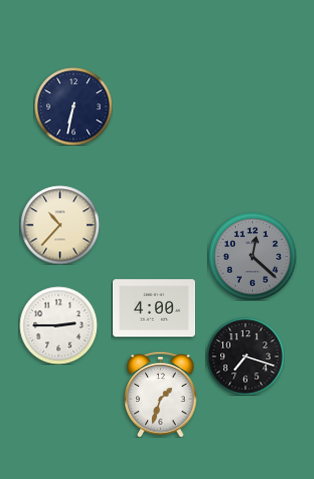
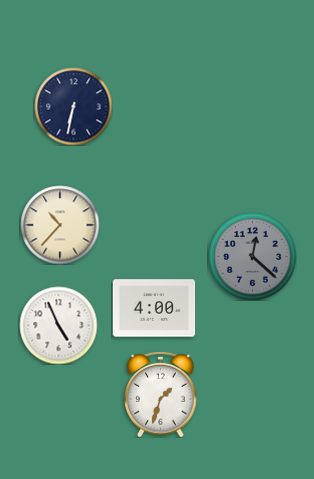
clock at (58, 325): 2:45 -> 4:56
clock at (245, 356): 7:18 -> none
